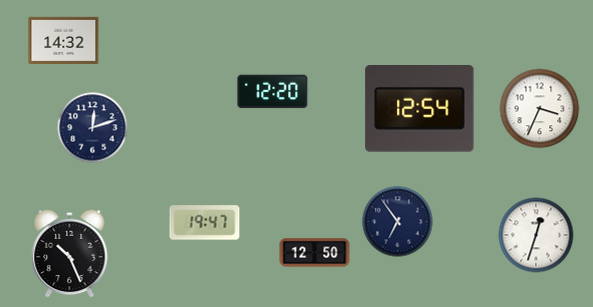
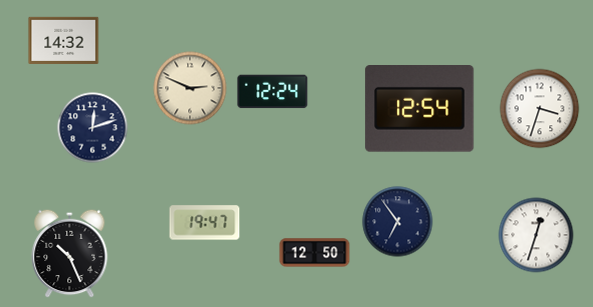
clock at (190, 88): none -> 2:49
clock at (273, 92): 12:20 -> 12:24
clock at (540, 109): 3:34 -> 3:33
